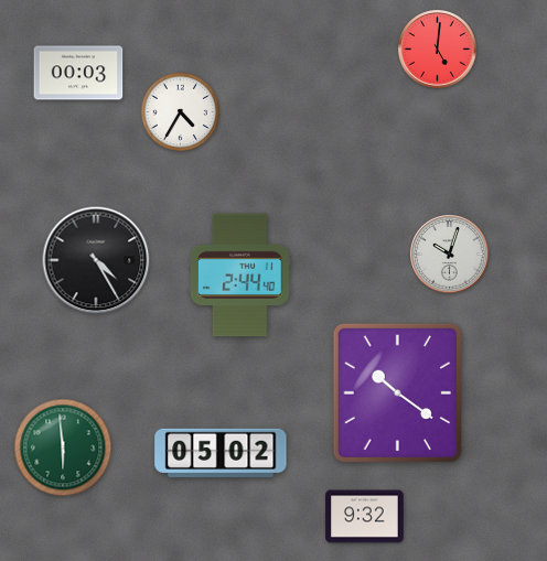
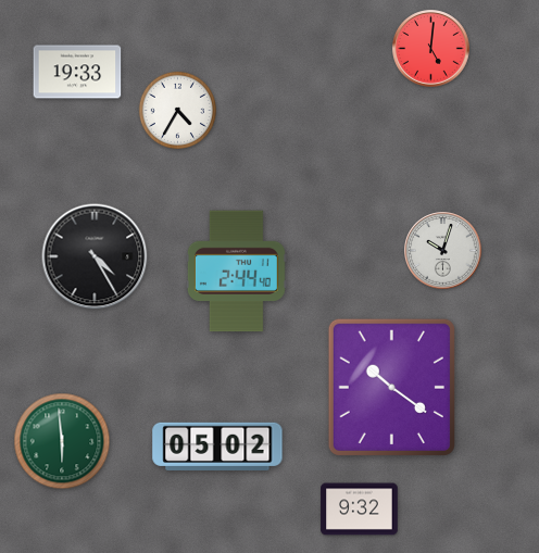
clock at (78, 73): 00:03 -> 19:33
